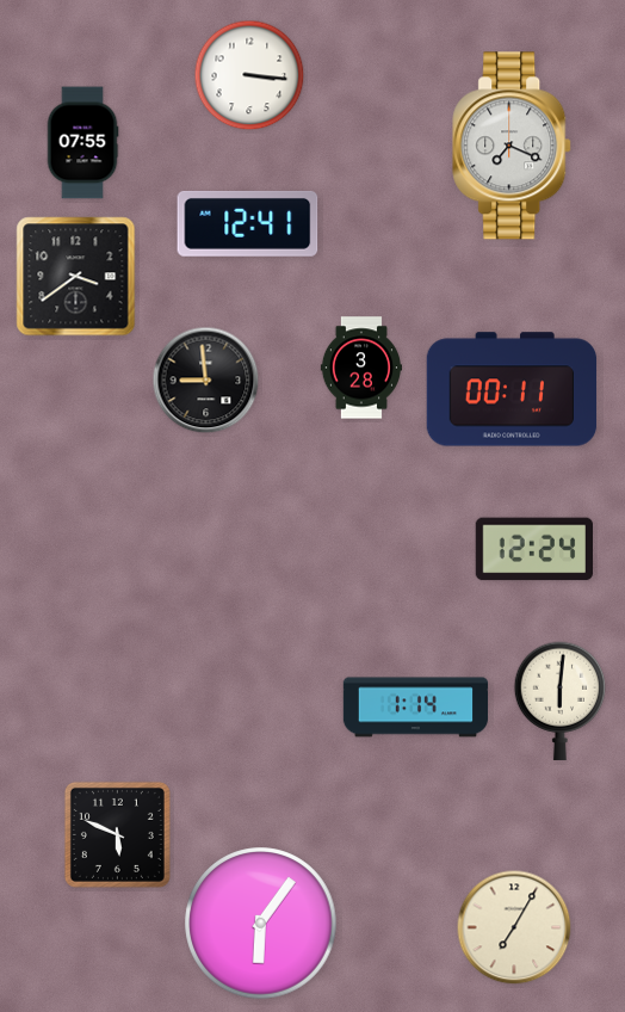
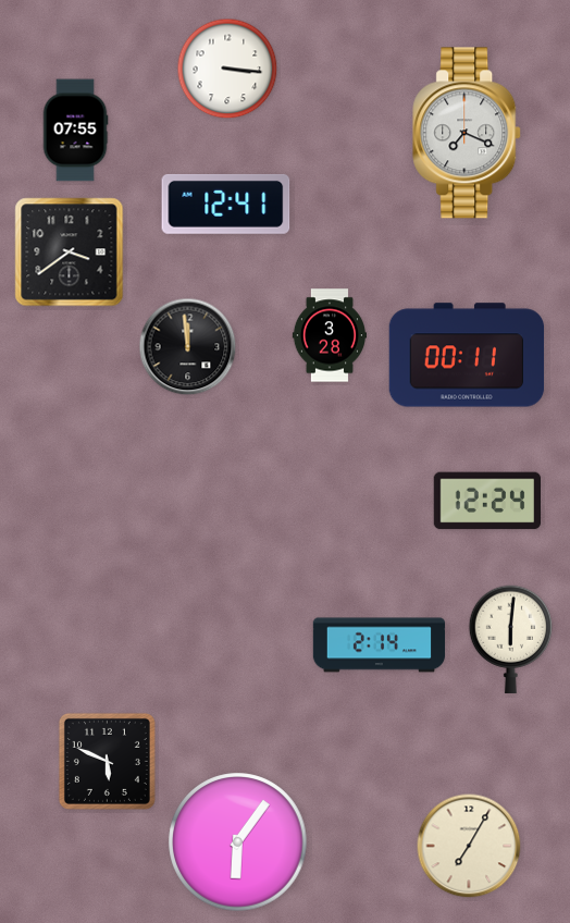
clock at (206, 381): 8:59 -> 11:59
clock at (416, 708): 1:14 -> 2:14
